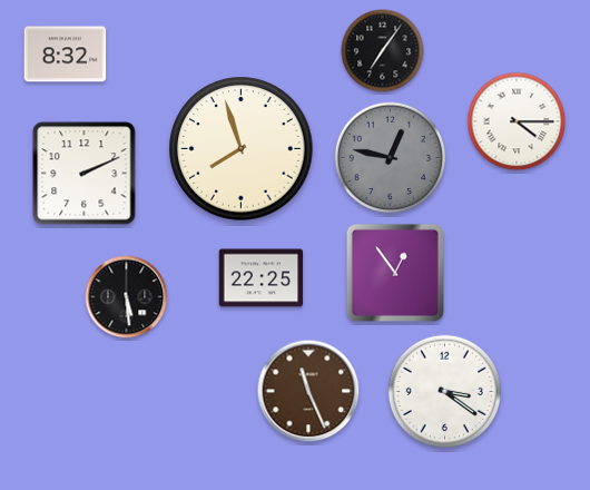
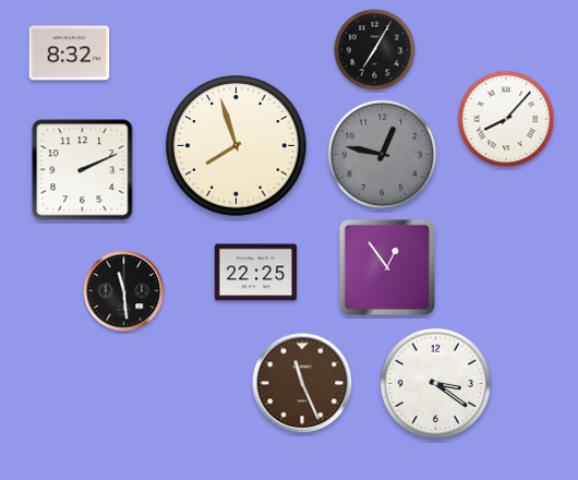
clock at (383, 51): 7:06 -> 7:05
clock at (66, 55) position: (66, 55) -> (70, 53)
clock at (517, 121): 4:15 -> 8:07
clock at (127, 297): 5:29 -> 11:29
